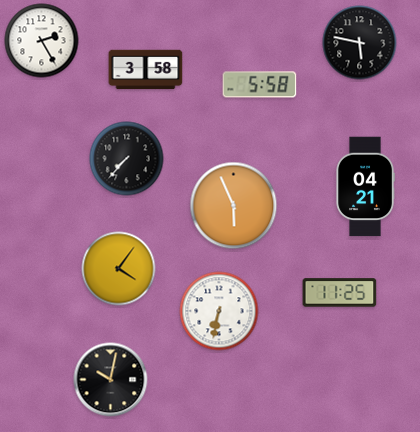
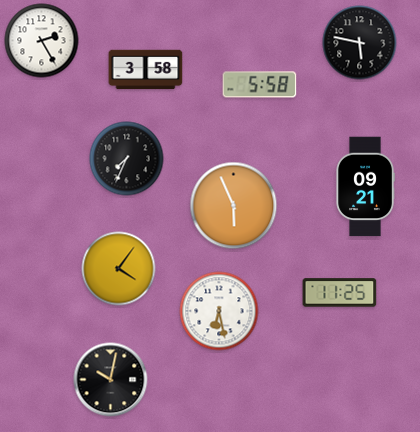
clock at (127, 159): 7:37 -> 7:34
clock at (365, 187): 04:21 -> 09:21
clock at (219, 311): 6:32 -> 6:28
